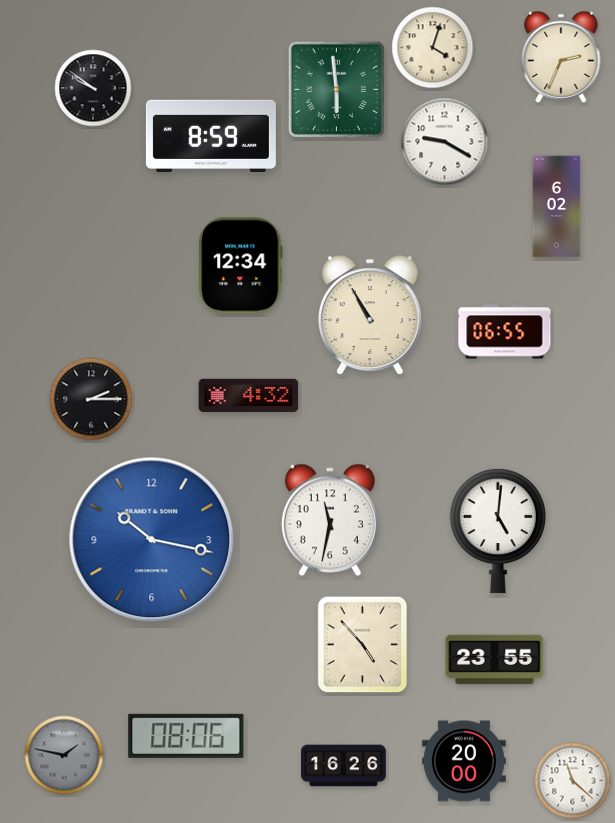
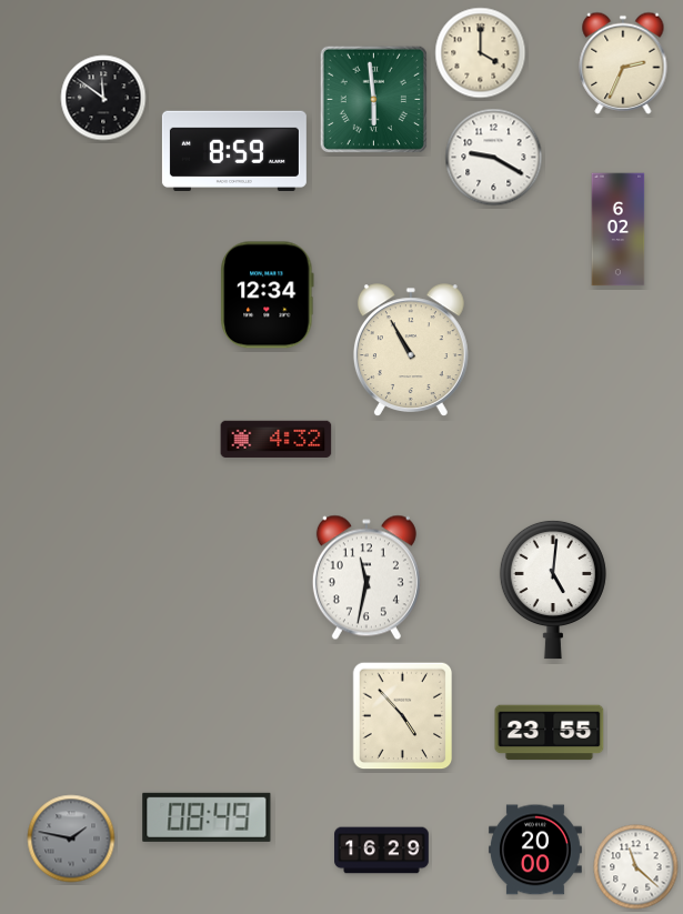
clock at (433, 48): 4:03 -> 4:00
clock at (93, 88): 9:51 -> 11:51
clock at (505, 332): 06:55 -> none
clock at (91, 399): 2:15 -> none
clock at (152, 540): 10:17 -> none
clock at (186, 736): 08:06 -> 08:49
clock at (464, 761) position: (464, 761) -> (535, 850)
clock at (344, 766): 16:26 -> 16:29
